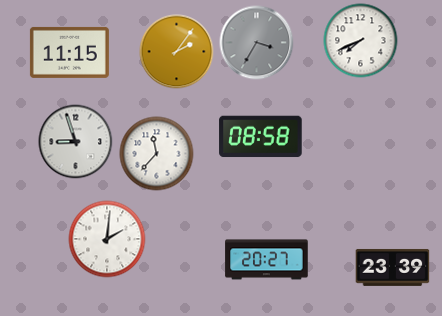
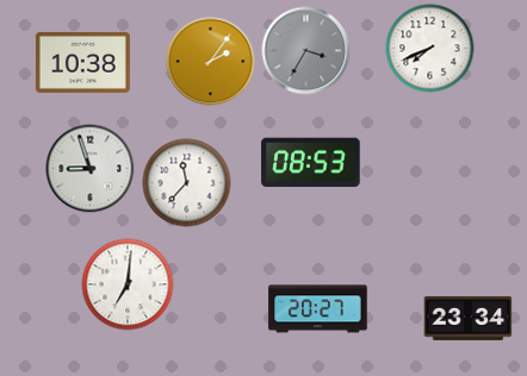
clock at (69, 52): 11:15 -> 10:38
clock at (261, 137): 08:58 -> 08:53
clock at (107, 239): 2:01 -> 7:01
clock at (393, 267): 23:39 -> 23:34
